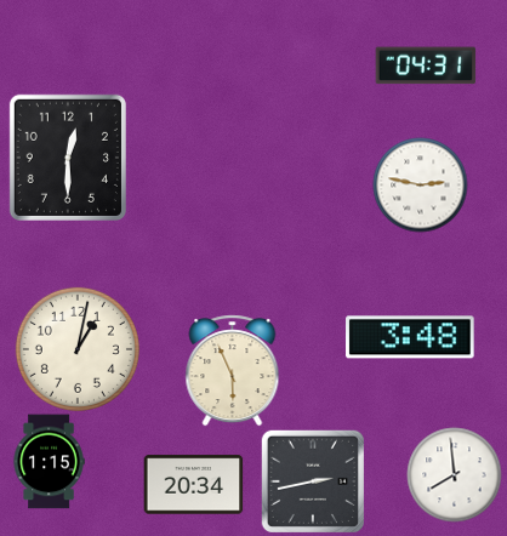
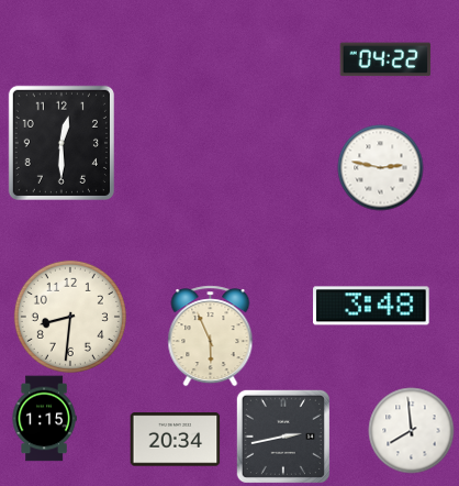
clock at (426, 65): 04:31 -> 04:22
clock at (78, 349): 1:02 -> 8:31
